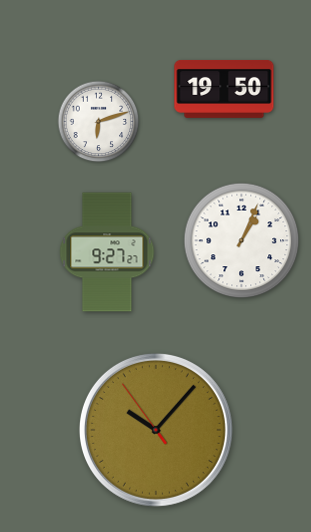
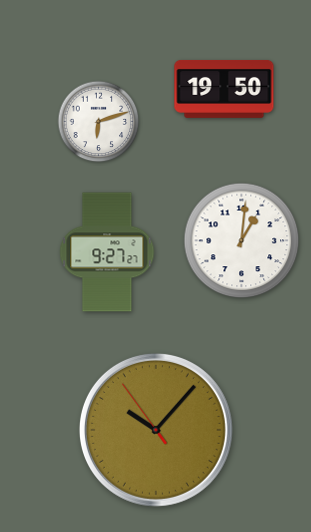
clock at (242, 241): 1:04 -> 1:01
